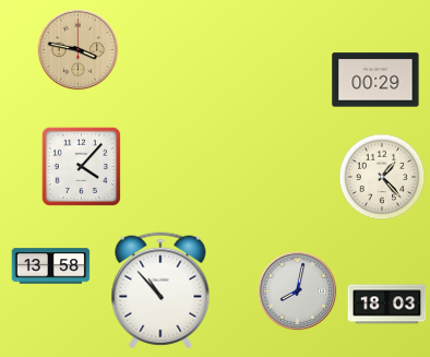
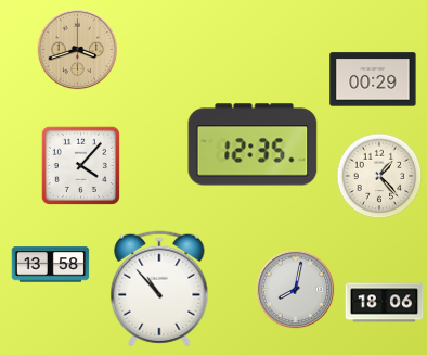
clock at (79, 50): 3:47 -> 3:42
clock at (253, 144): none -> 12:35
clock at (387, 305): 18:03 -> 18:06
